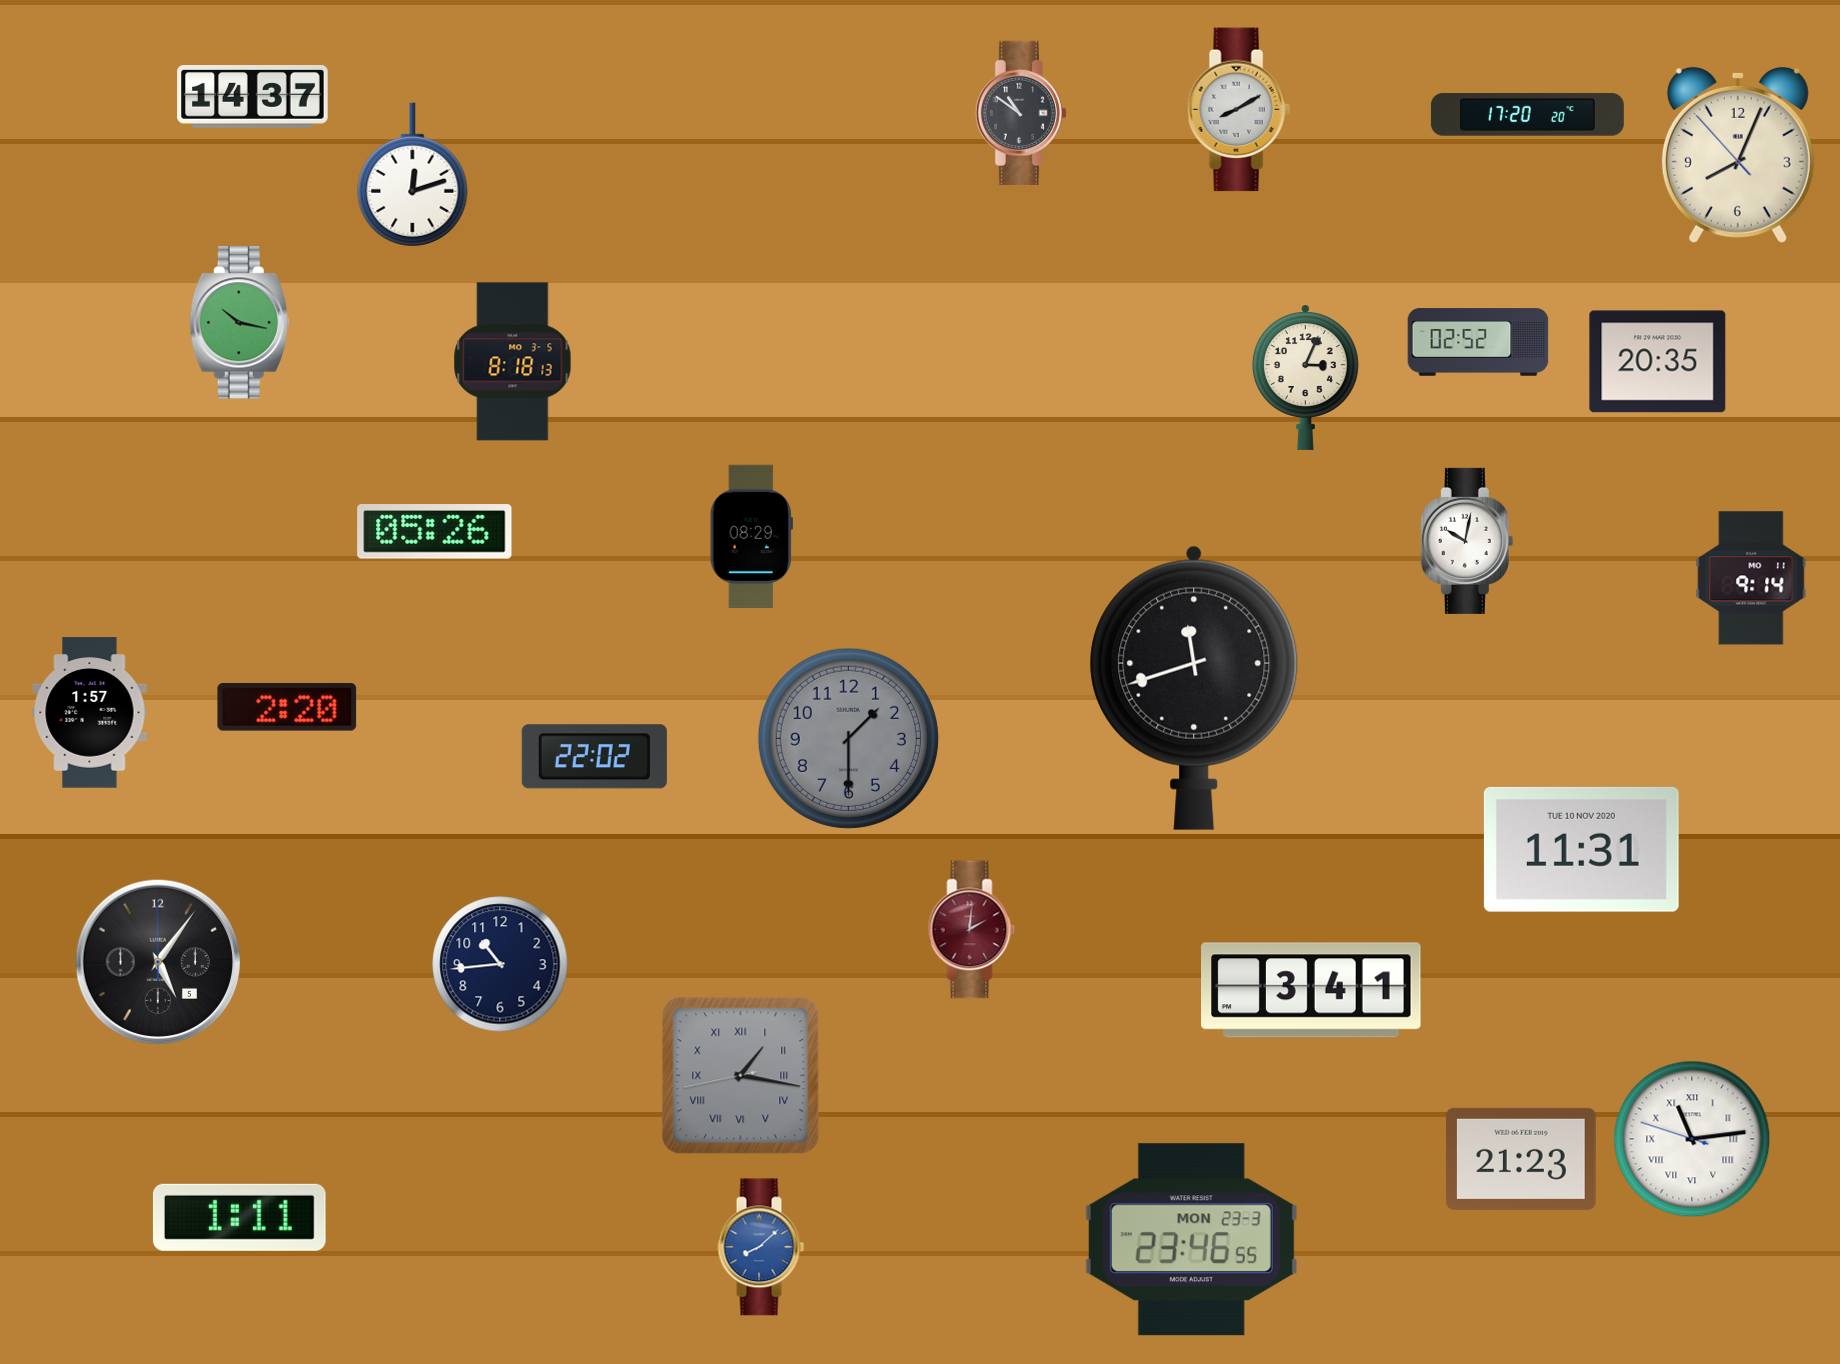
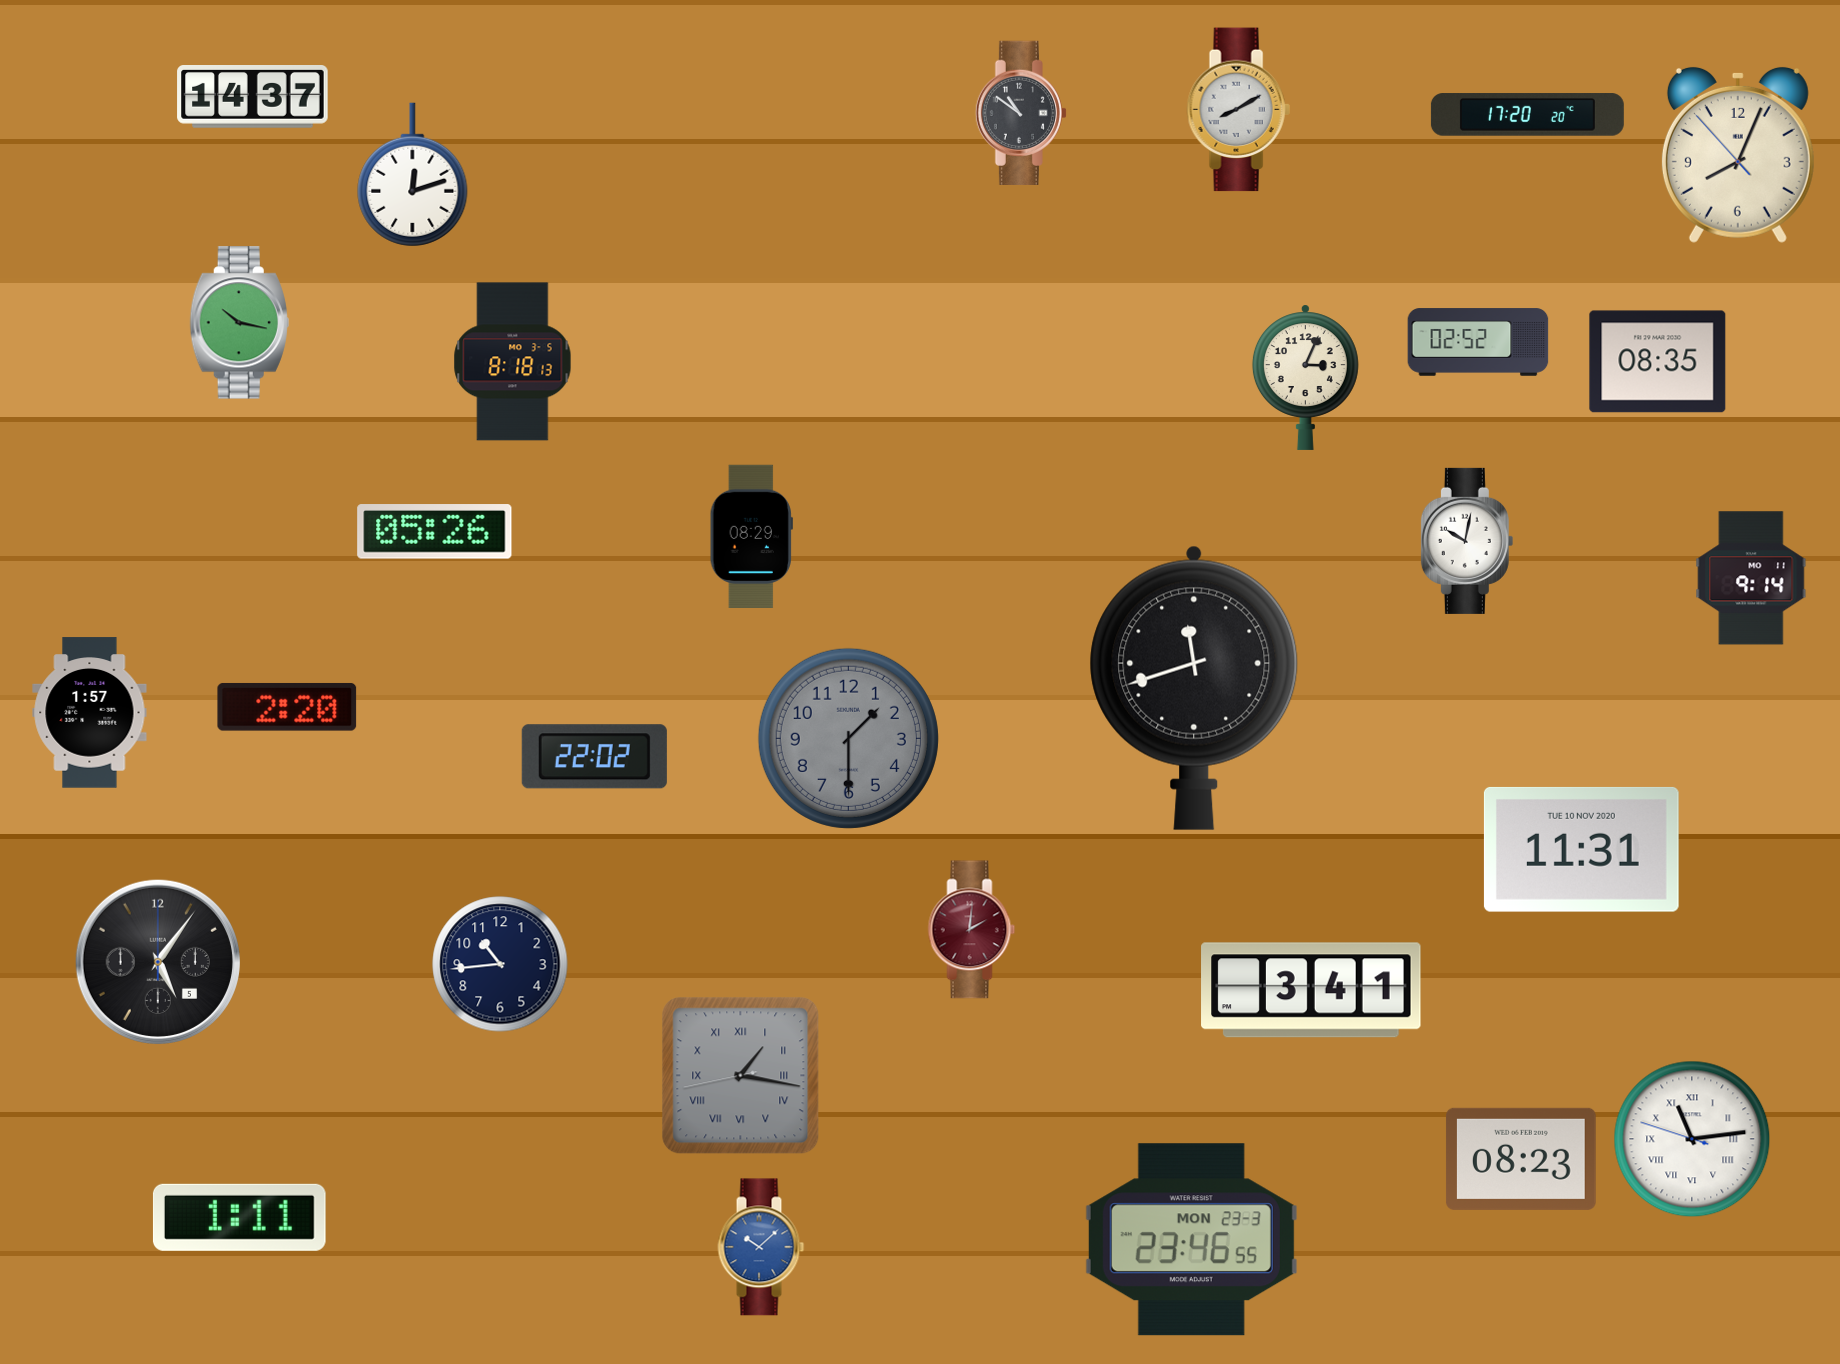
clock at (1658, 362): 20:35 -> 08:35
clock at (1521, 1159): 21:23 -> 08:23
clock at (761, 1247): 8:08 -> 10:08
